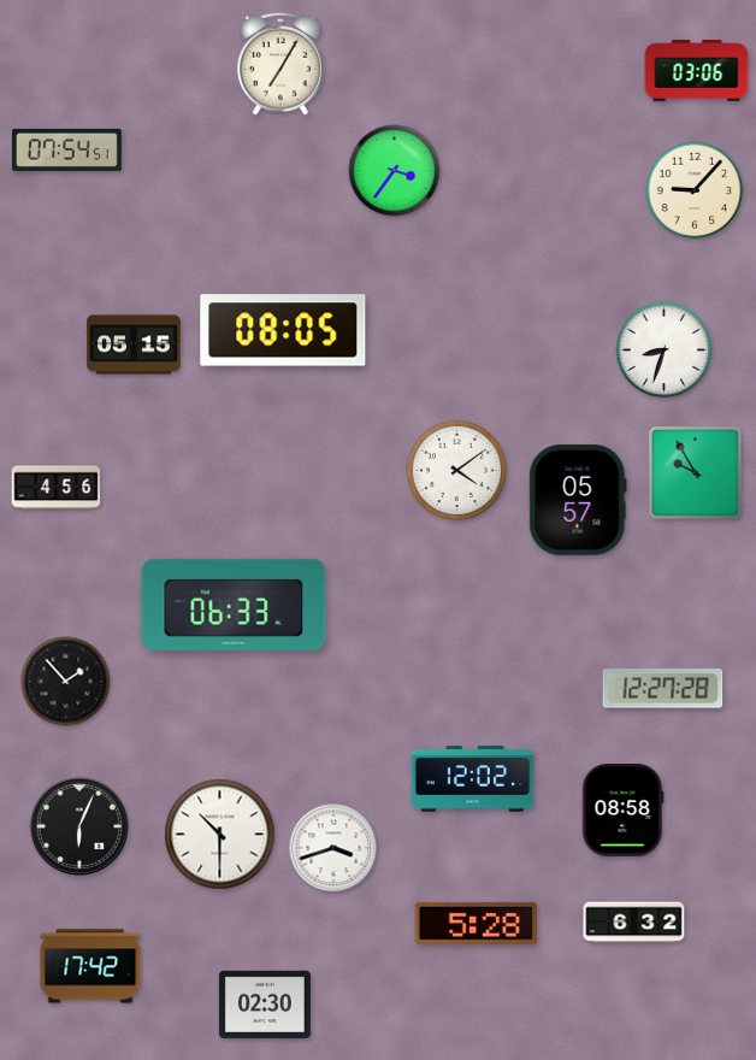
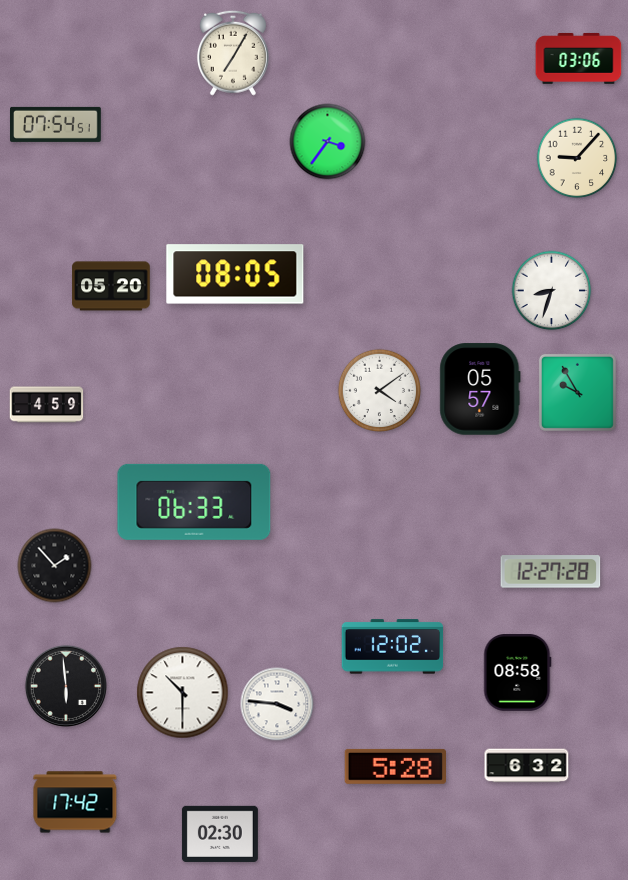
clock at (134, 344): 05:15 -> 05:20
clock at (57, 488): 4:56 -> 4:59
clock at (578, 500) position: (578, 500) -> (480, 389)
clock at (79, 826): 6:04 -> 5:59
clock at (333, 848): 3:42 -> 3:46
